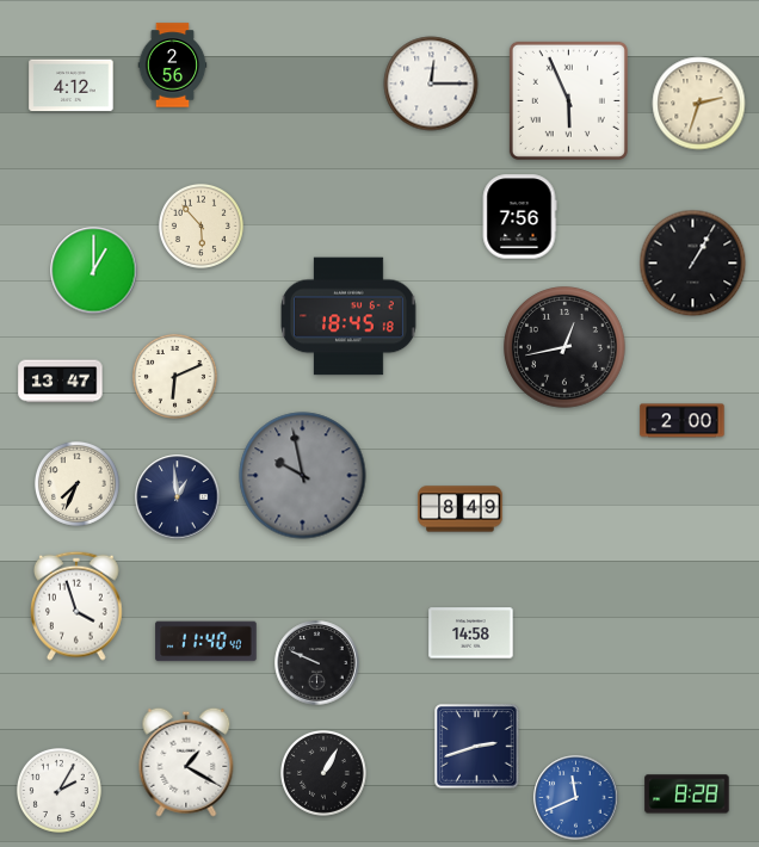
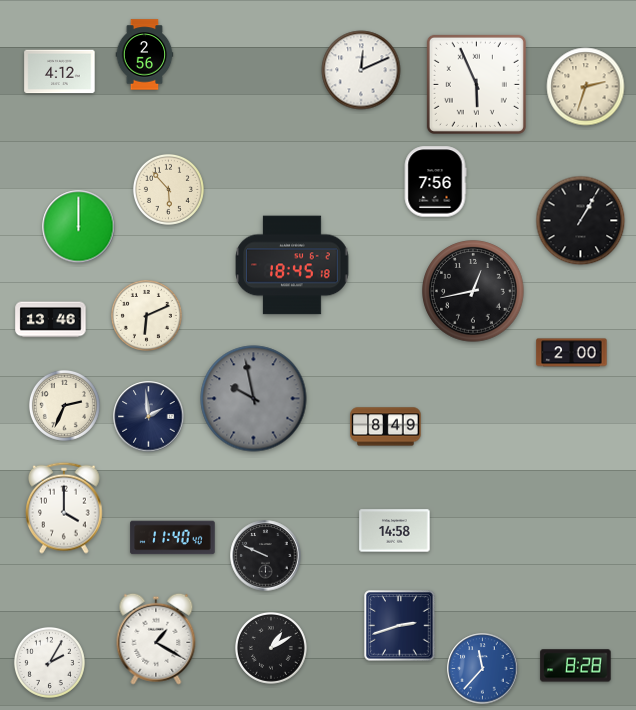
clock at (431, 84): 12:15 -> 12:11
clock at (94, 271): 1:00 -> 12:00
clock at (61, 382): 13:47 -> 13:46
clock at (76, 483): 7:34 -> 2:34
clock at (178, 497): 12:59 -> 1:59
clock at (78, 606): 3:57 -> 4:00
clock at (325, 774): 1:05 -> 1:10
clock at (576, 798): 11:41 -> 11:37
